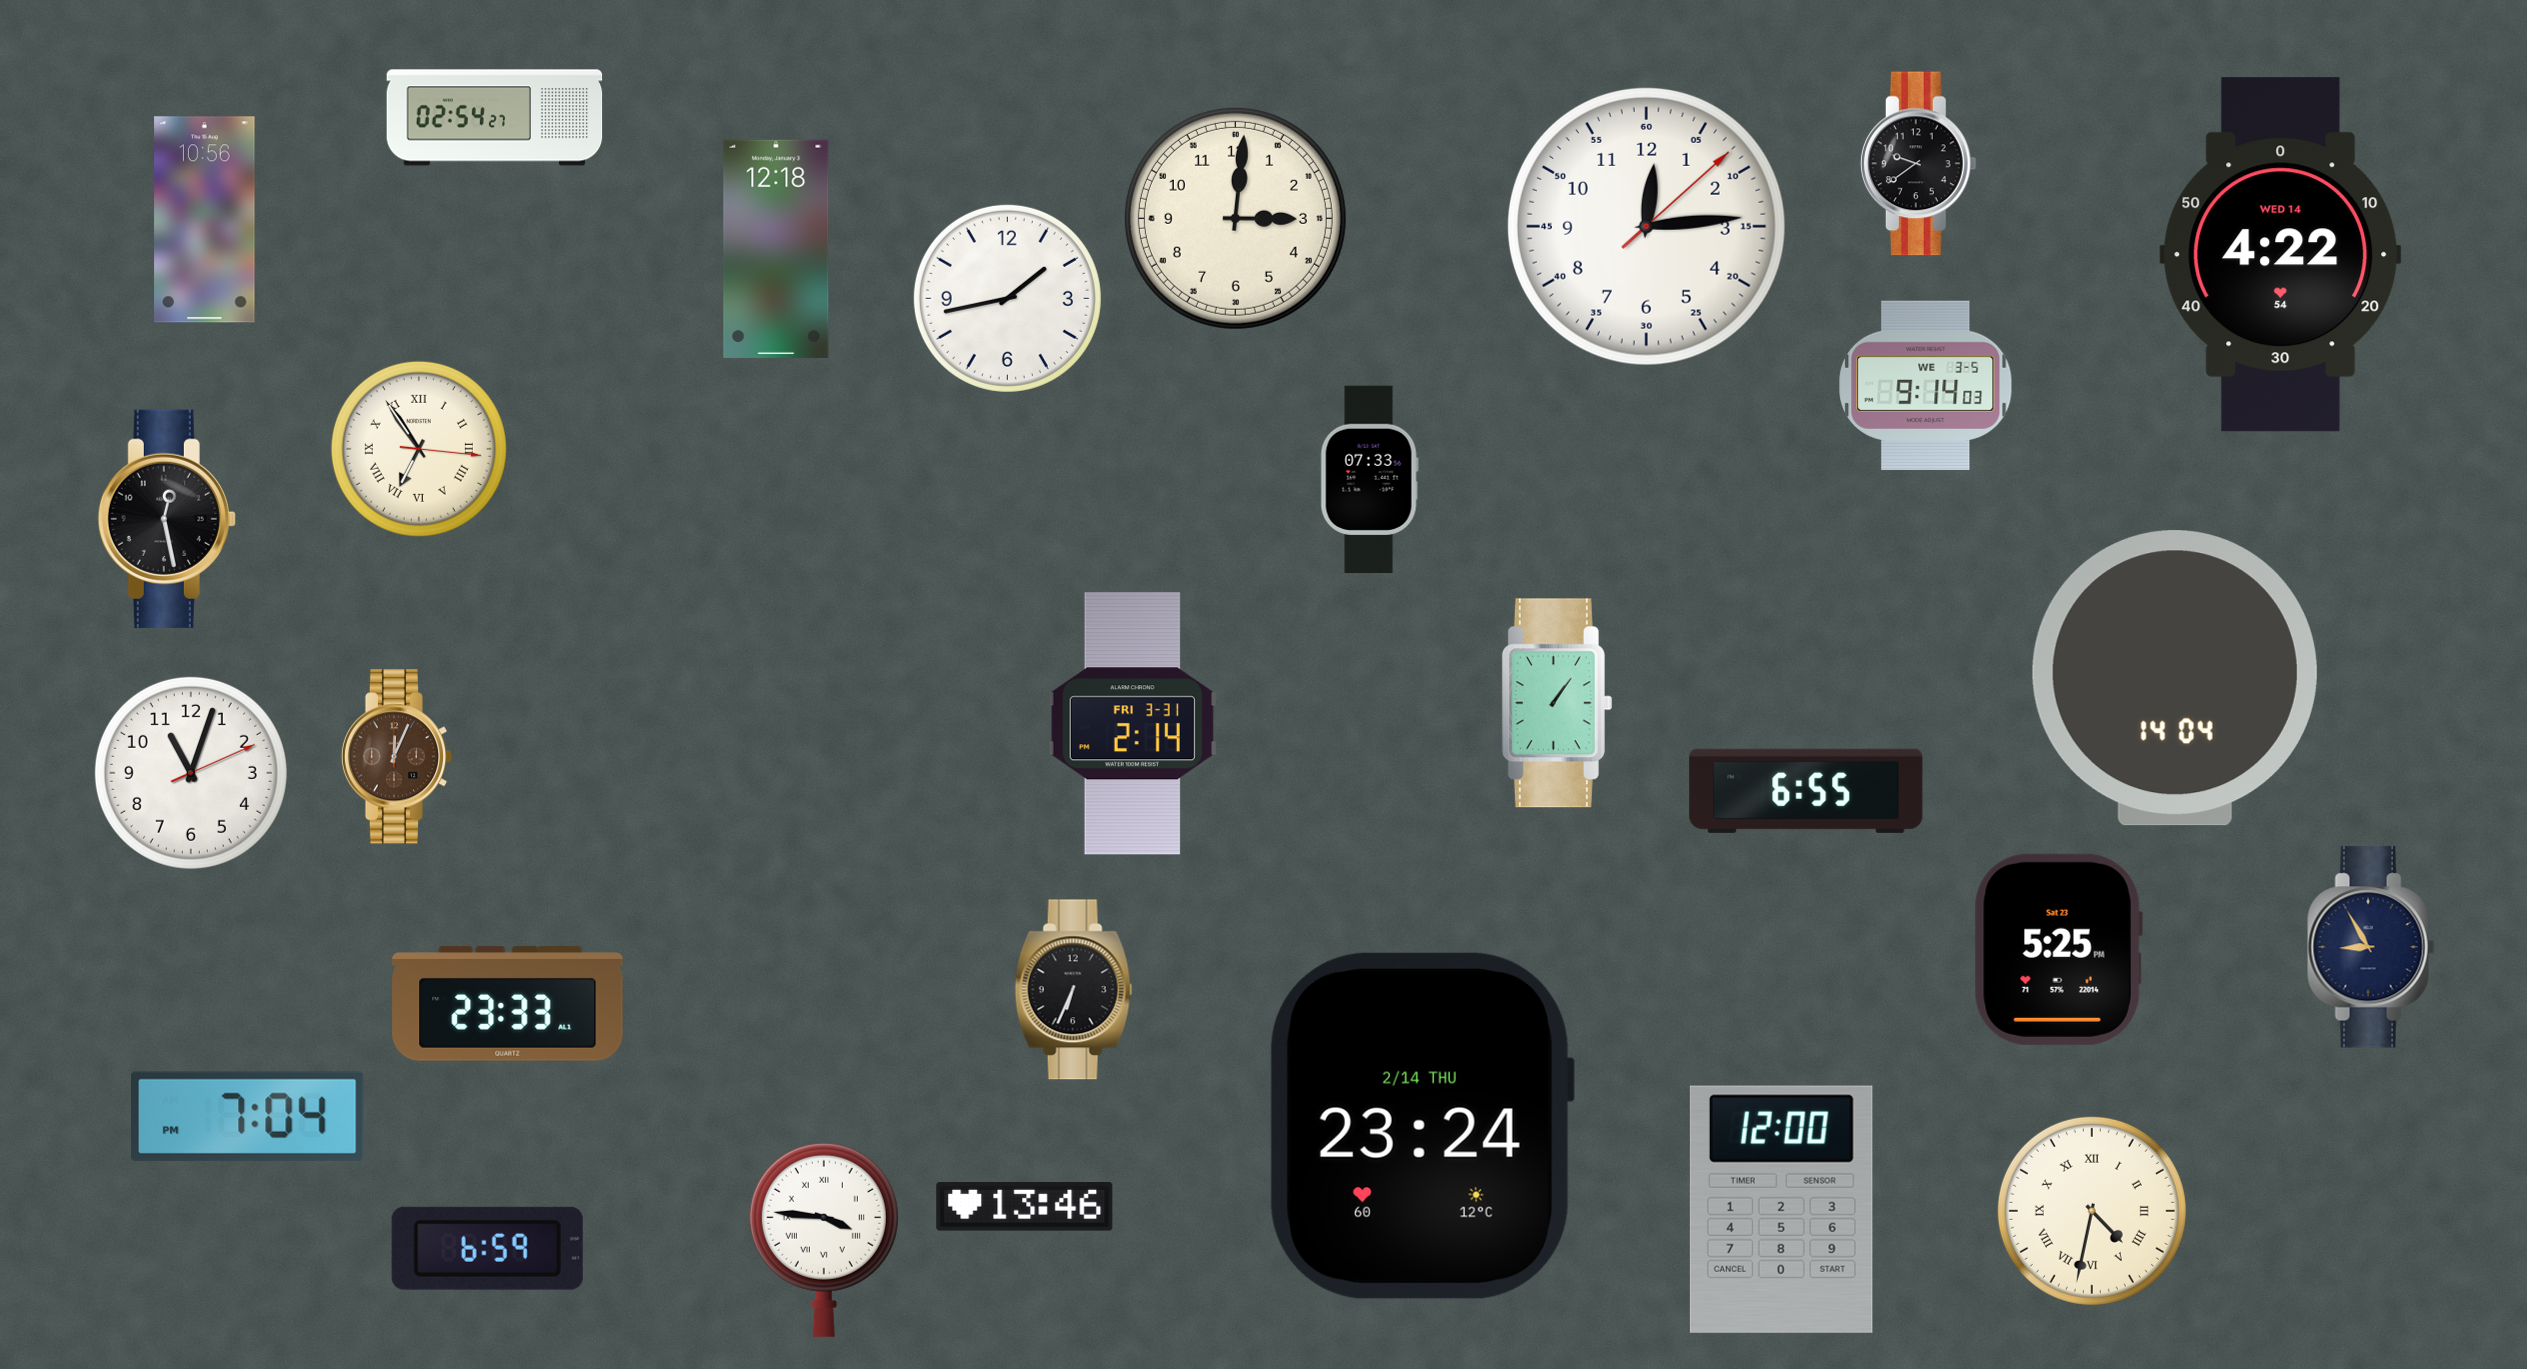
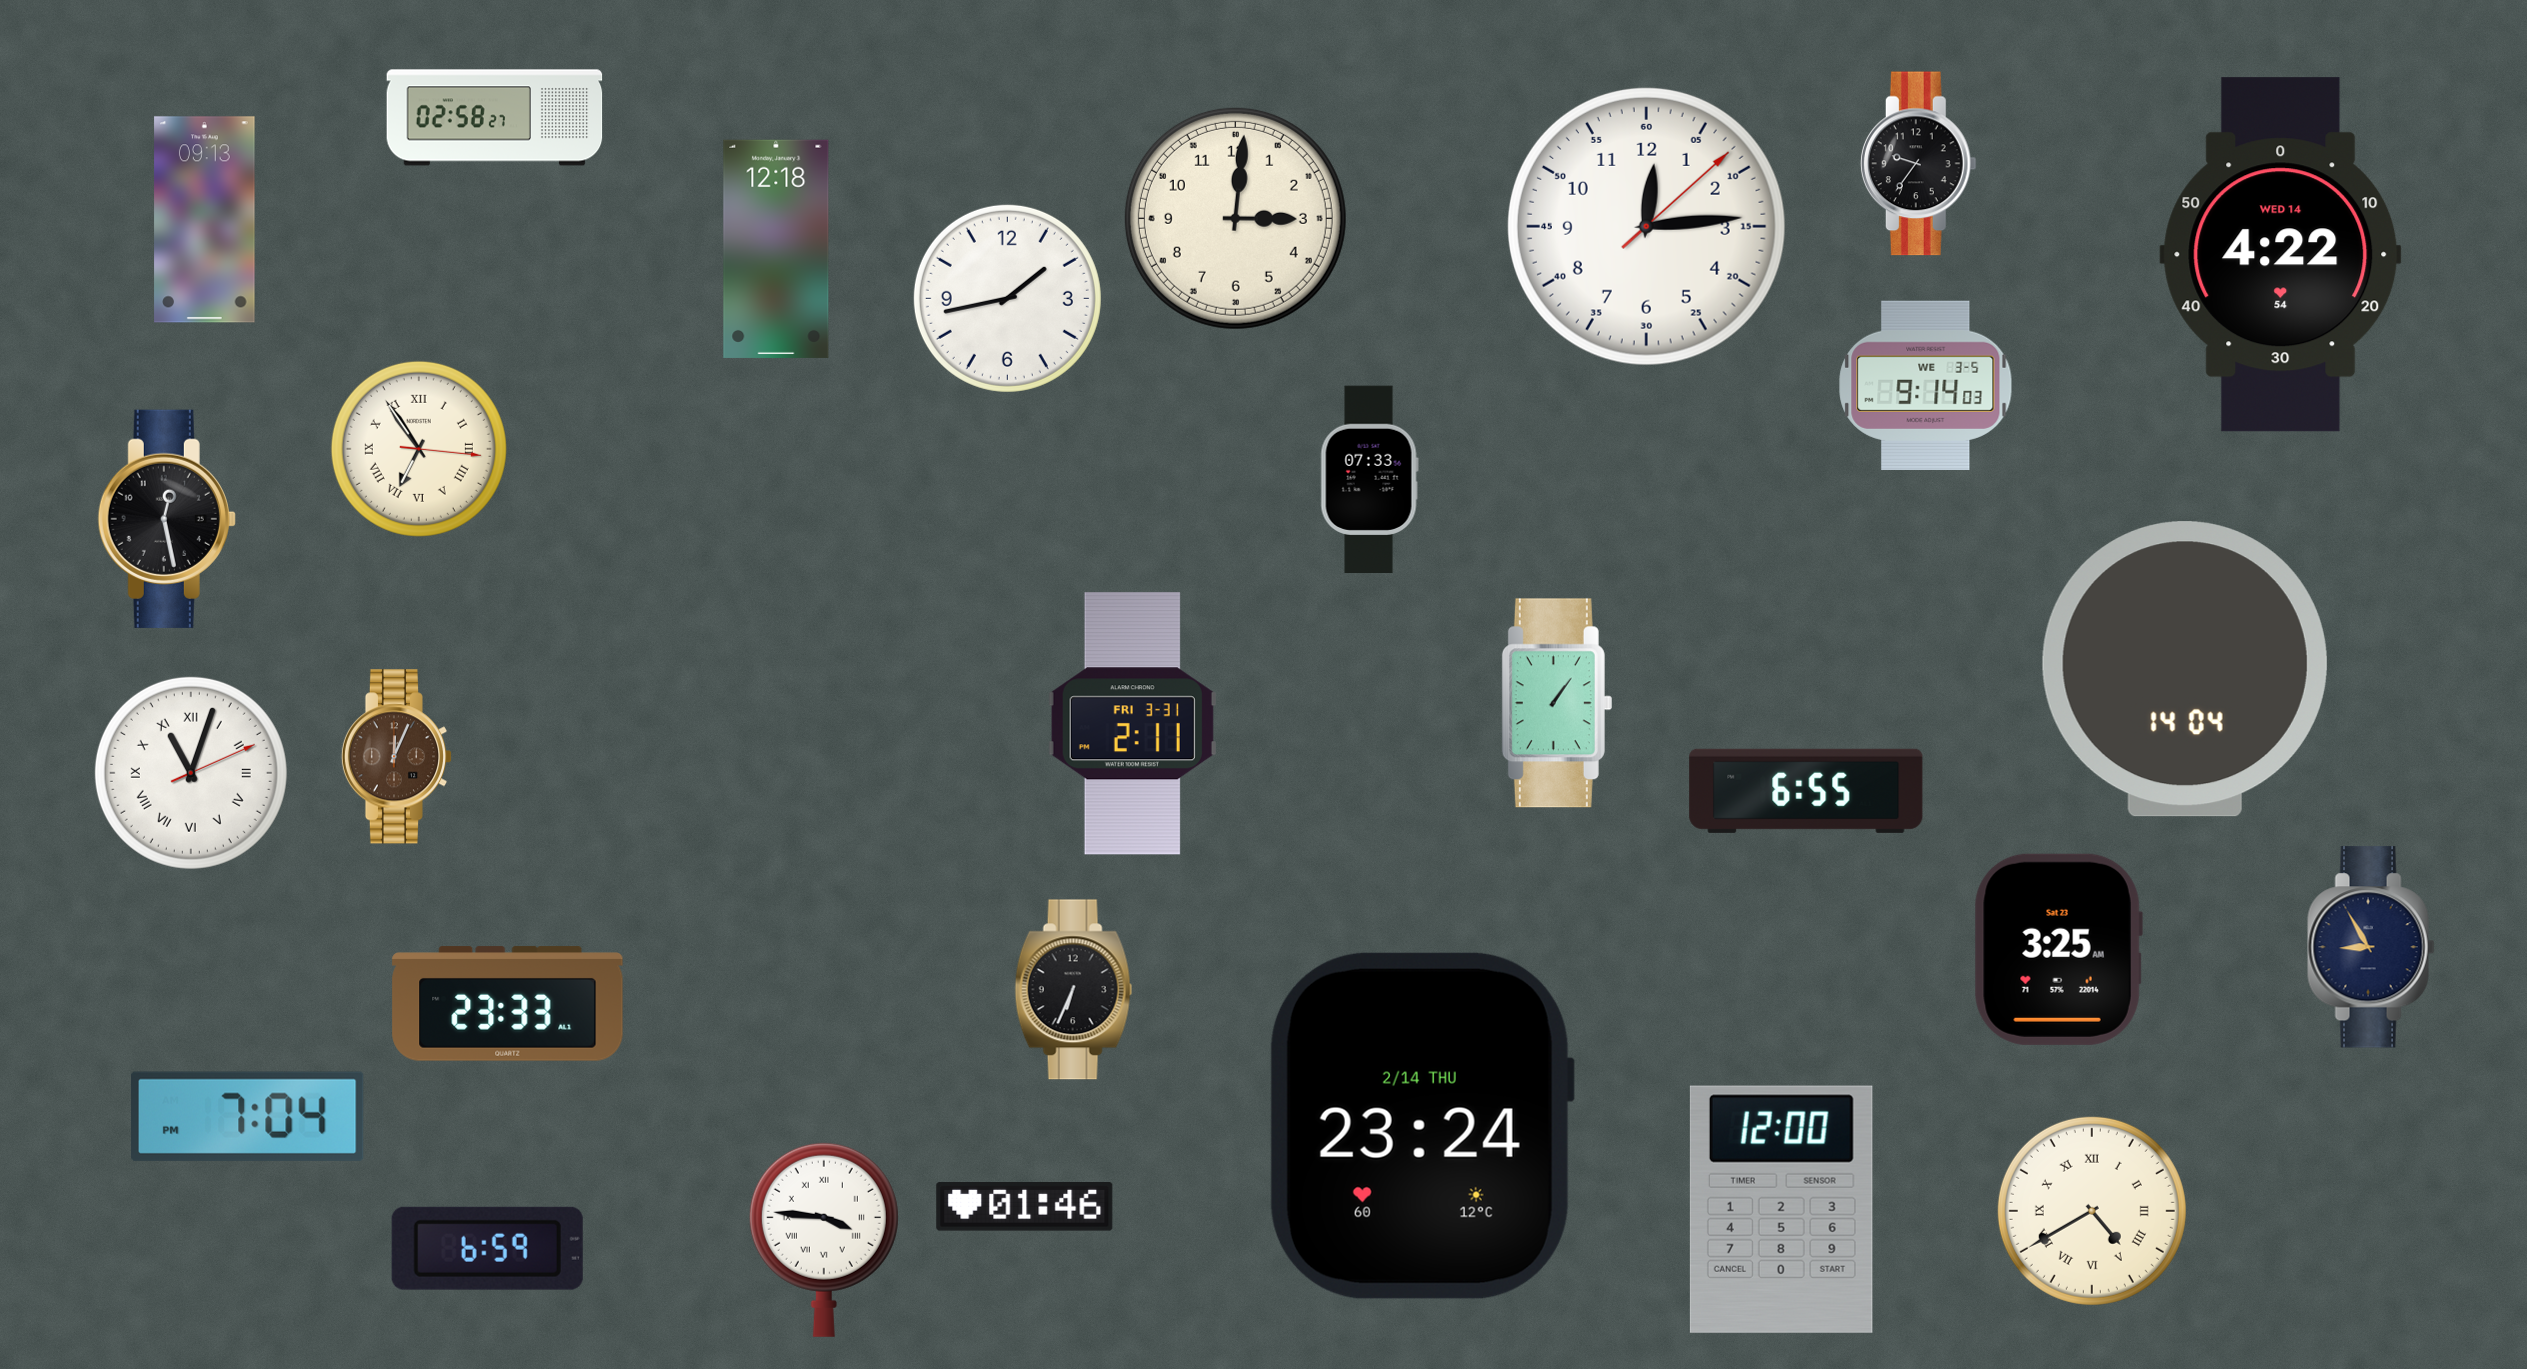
clock at (495, 118): 02:54 -> 02:58
clock at (1918, 164): 9:39 -> 9:36
clock at (205, 220): 10:56 -> 09:13
clock at (2175, 678) position: (2175, 678) -> (2185, 669)
clock at (1132, 724): 2:14 -> 2:11
clock at (191, 773) numerals: Arabic -> Roman
clock at (2058, 949): 5:25 -> 3:25
clock at (1025, 1207): 13:46 -> 01:46
clock at (2092, 1211): 4:32 -> 4:40
